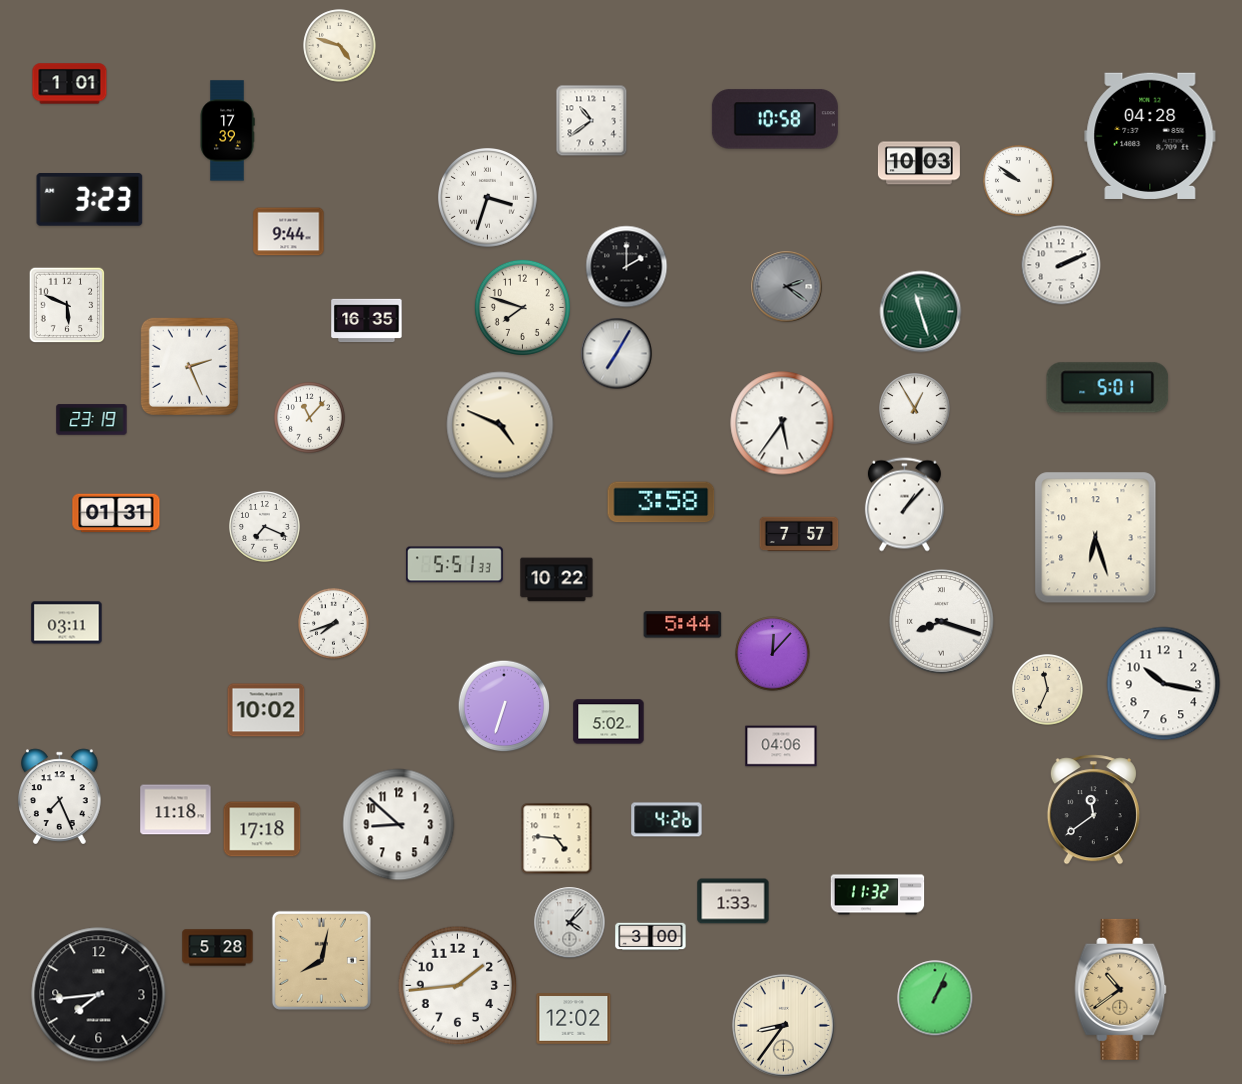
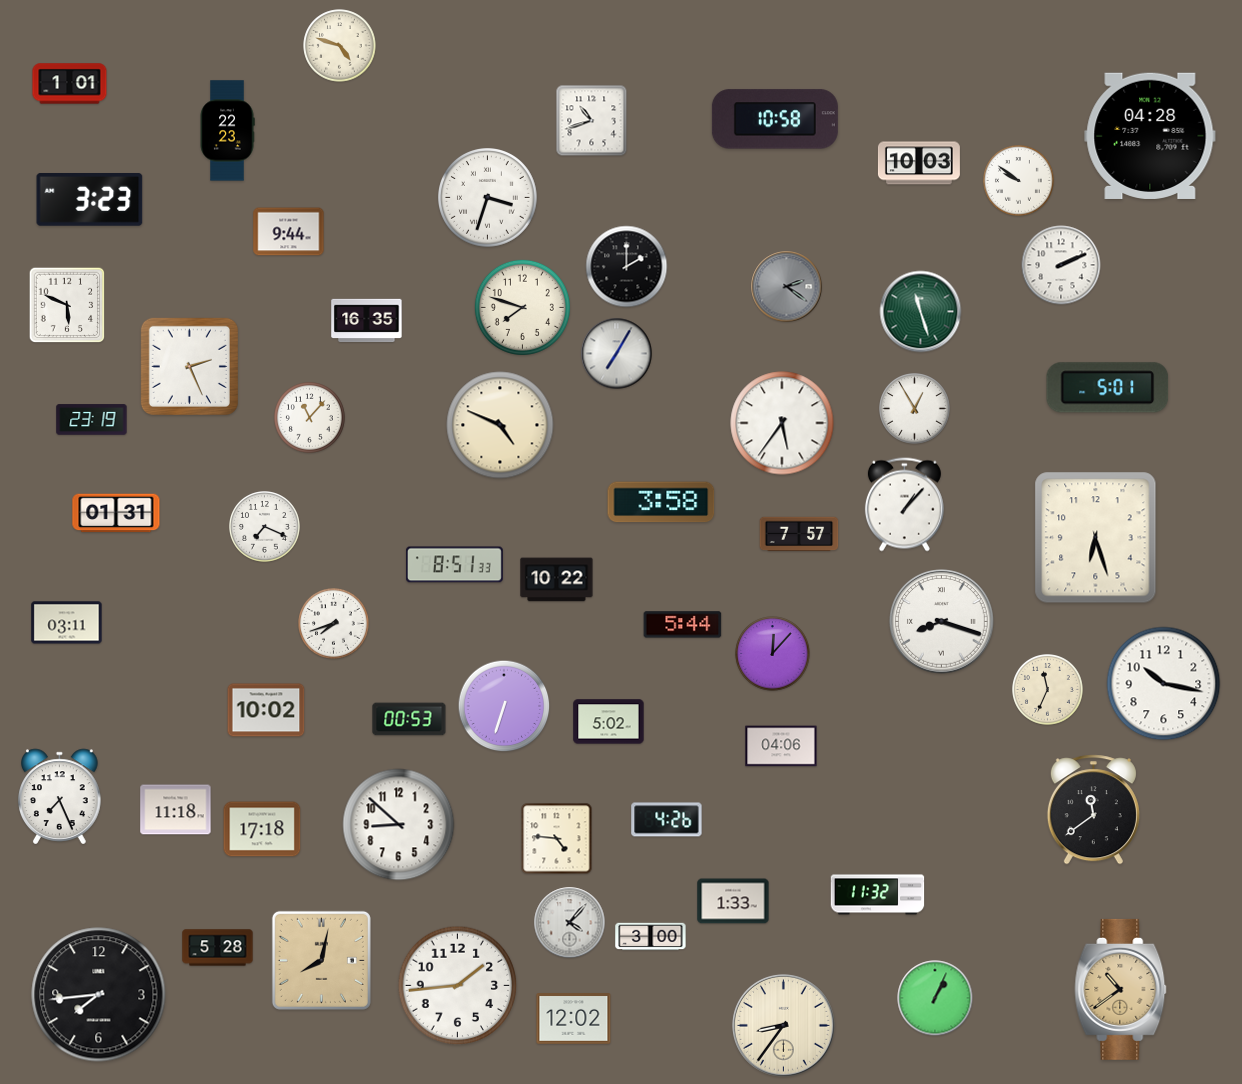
clock at (592, 121): 10:39 -> 10:42
clock at (227, 131): 17:39 -> 22:23
clock at (454, 565): 5:51 -> 8:51
clock at (409, 719): none -> 00:53
